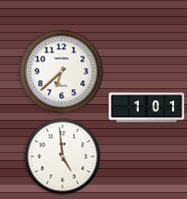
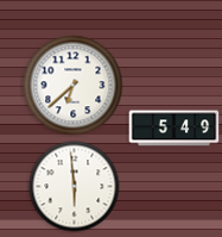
clock at (147, 108): 1:01 -> 5:49
clock at (63, 157): 4:59 -> 5:59
